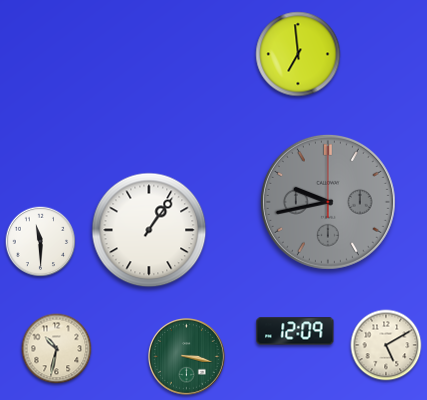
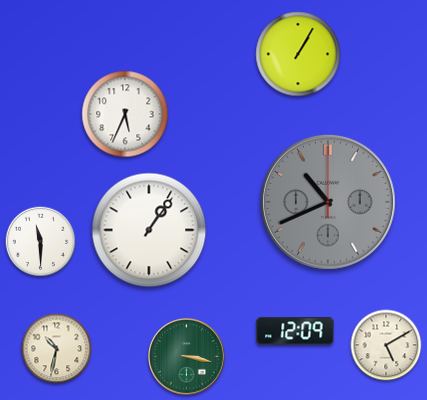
clock at (298, 54): 6:59 -> 1:05
clock at (125, 114): none -> 5:34
clock at (328, 202): 9:43 -> 10:41
